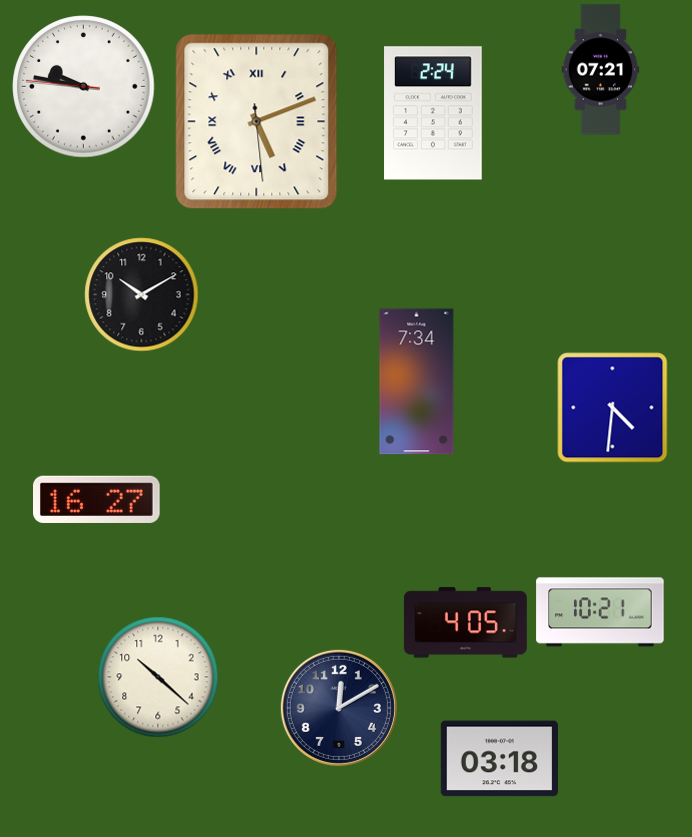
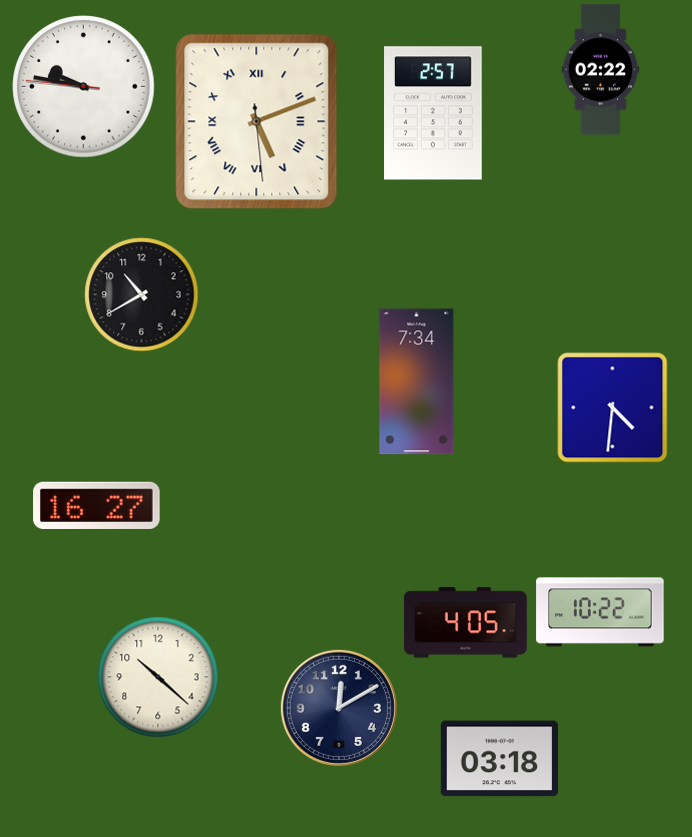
clock at (601, 70): 07:21 -> 02:22
clock at (433, 113): 2:24 -> 2:57
clock at (142, 295): 10:10 -> 10:40
clock at (97, 499) position: (97, 499) -> (97, 505)
clock at (600, 612): 10:21 -> 10:22
